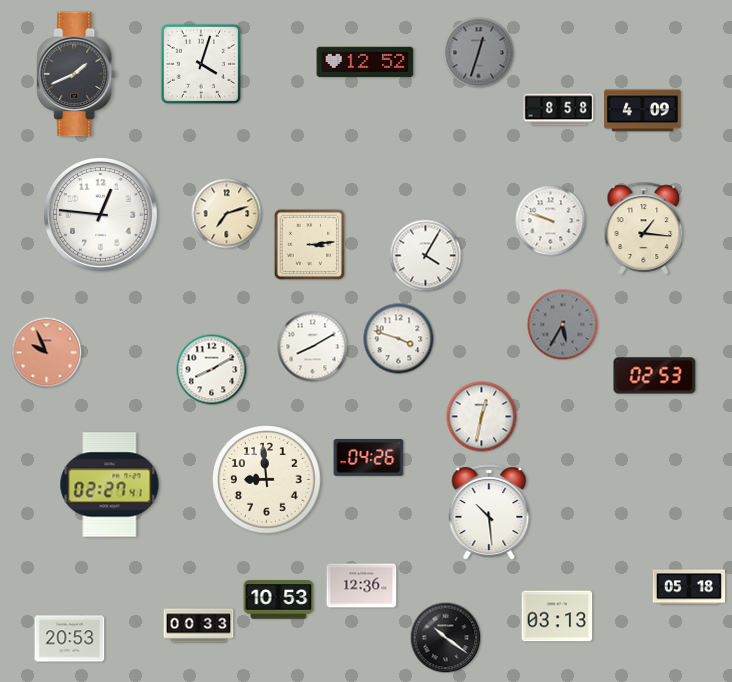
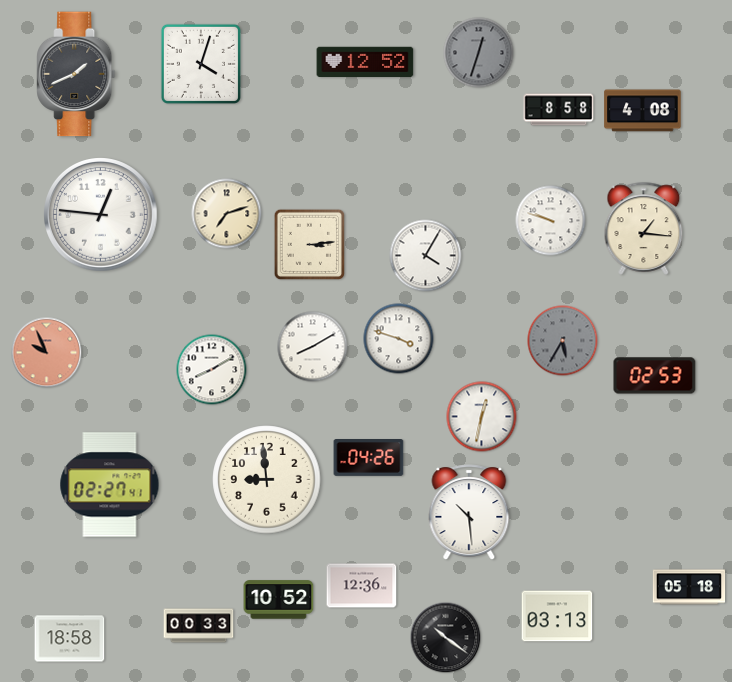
clock at (643, 111): 4:09 -> 4:08
clock at (563, 325) position: (563, 325) -> (563, 341)
clock at (489, 512) position: (489, 512) -> (469, 512)
clock at (279, 600): 10:53 -> 10:52
clock at (70, 639): 20:53 -> 18:58
